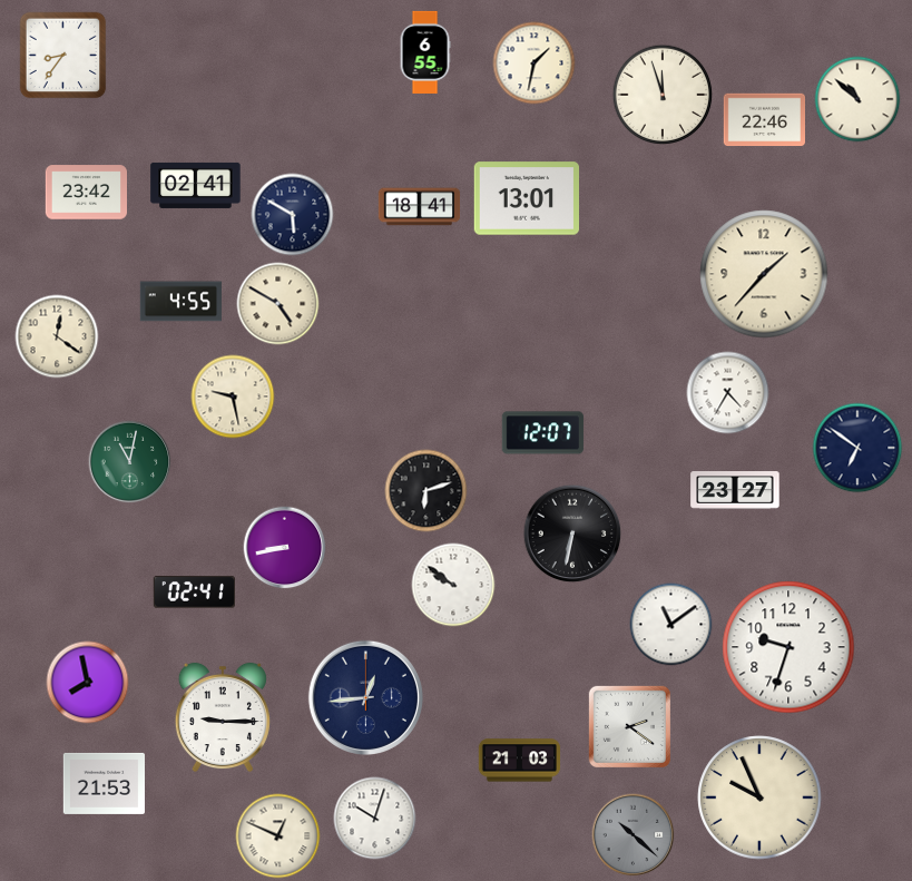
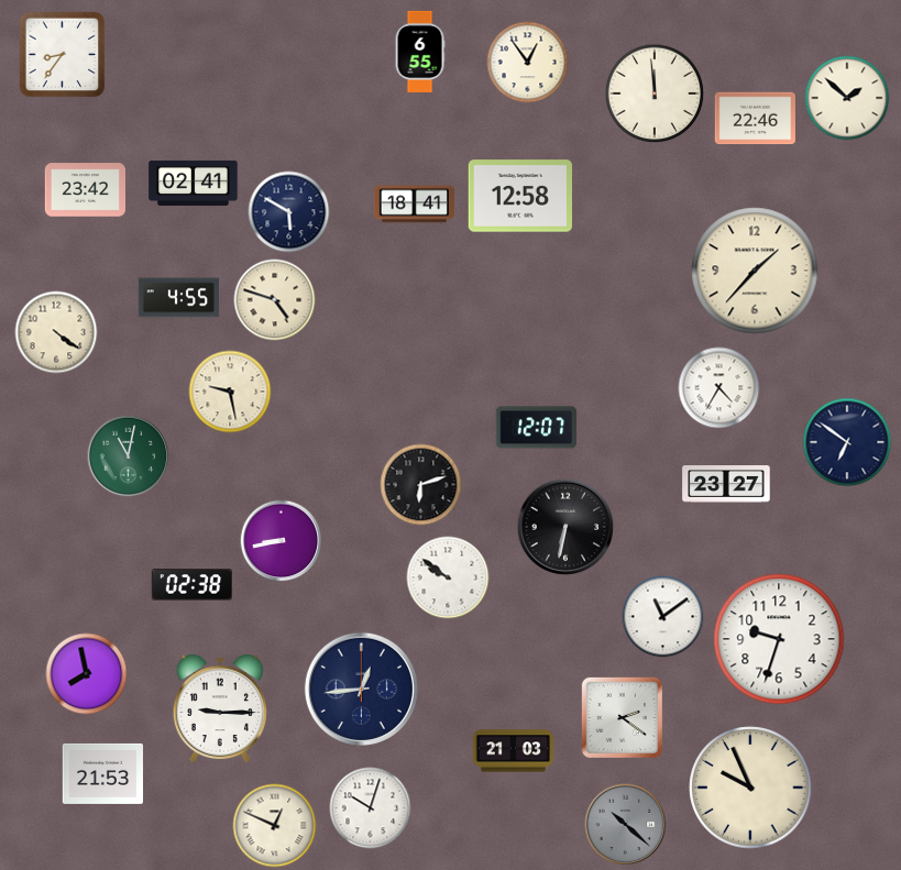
clock at (535, 63): 1:32 -> 12:54
clock at (663, 95): 11:57 -> 11:59
clock at (857, 99): 10:52 -> 1:52
clock at (526, 198): 13:01 -> 12:58
clock at (278, 304): 4:50 -> 4:48
clock at (57, 336): 12:21 -> 4:21
clock at (194, 593): 02:41 -> 02:38
